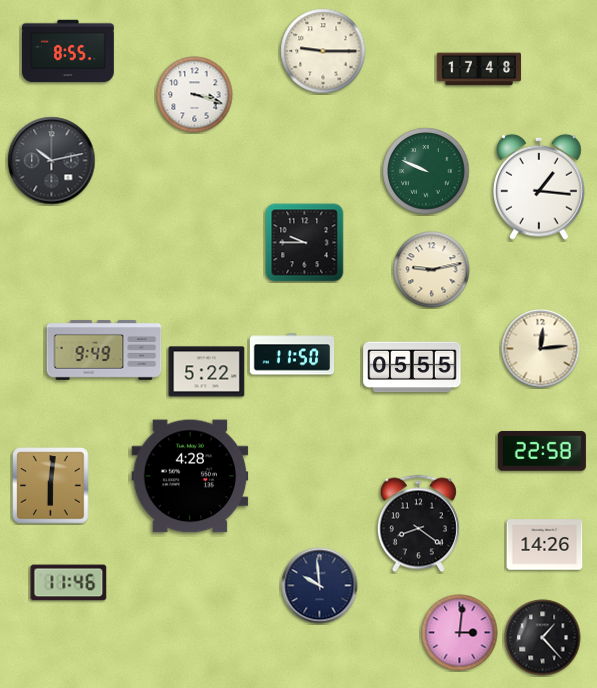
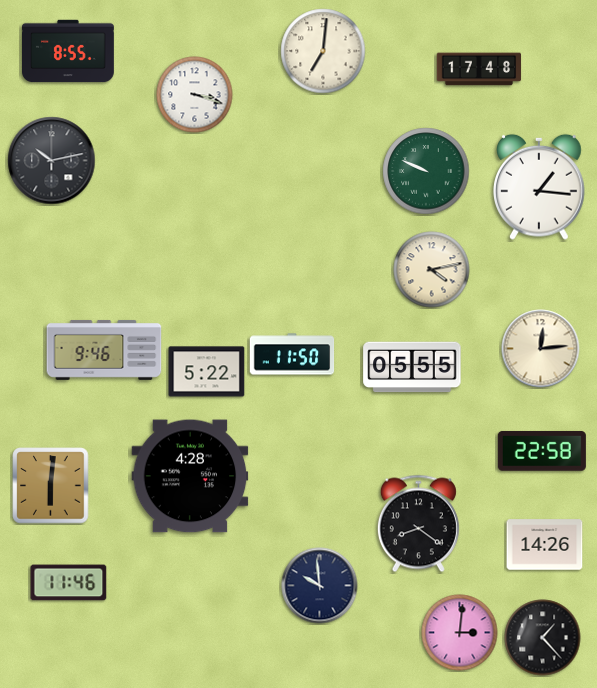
clock at (323, 51): 9:15 -> 7:01
clock at (305, 243): 9:45 -> none
clock at (432, 270): 9:13 -> 4:13
clock at (104, 350): 9:49 -> 9:46
